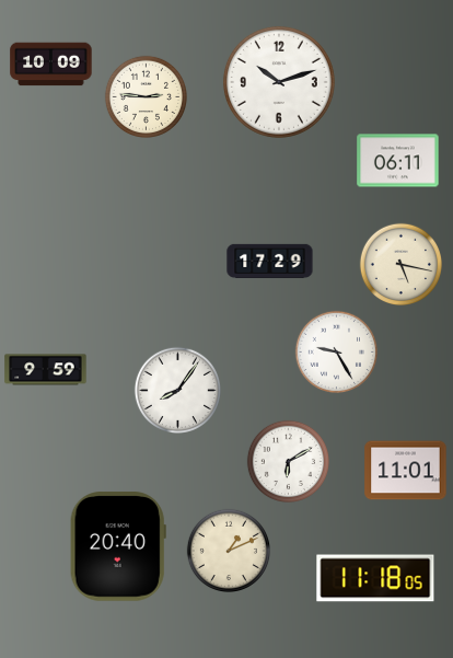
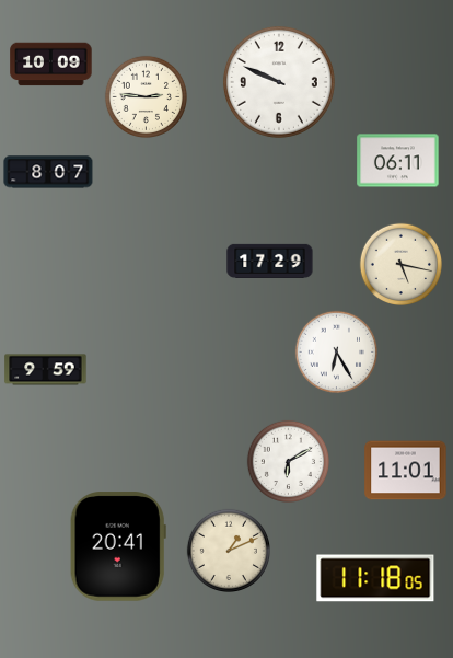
clock at (279, 82): 10:12 -> 9:49
clock at (48, 172): none -> 8:07
clock at (336, 351): 9:25 -> 6:25
clock at (177, 390): 8:06 -> none
clock at (118, 546): 20:40 -> 20:41
